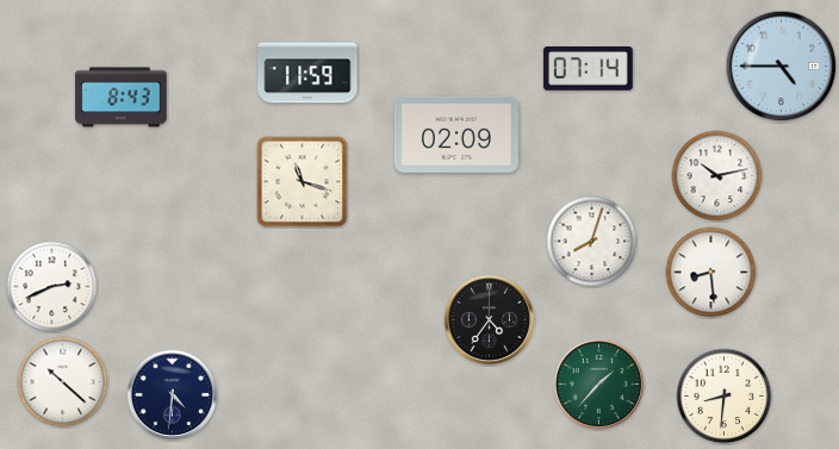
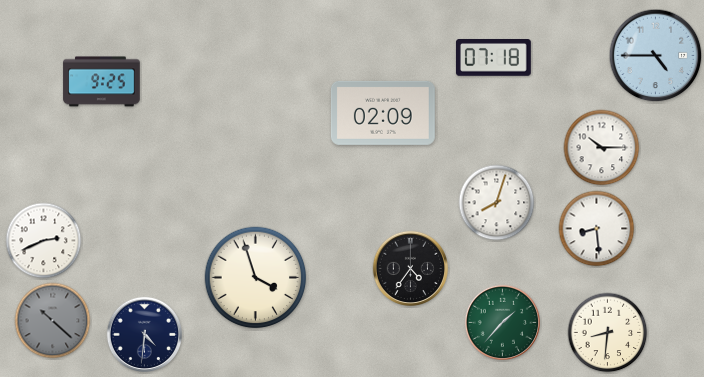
clock at (588, 69): 07:14 -> 07:18
clock at (307, 73): 11:59 -> none
clock at (122, 98): 8:43 -> 9:25
clock at (717, 176): 10:13 -> 10:15
clock at (303, 182): 11:18 -> none
clock at (256, 278): none -> 3:57
clock at (63, 382) dial: white -> grey
clock at (172, 394) position: (172, 394) -> (144, 334)
